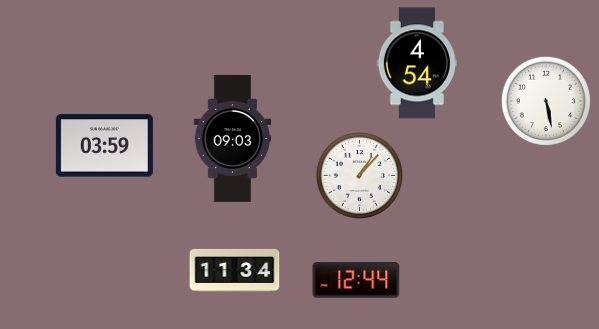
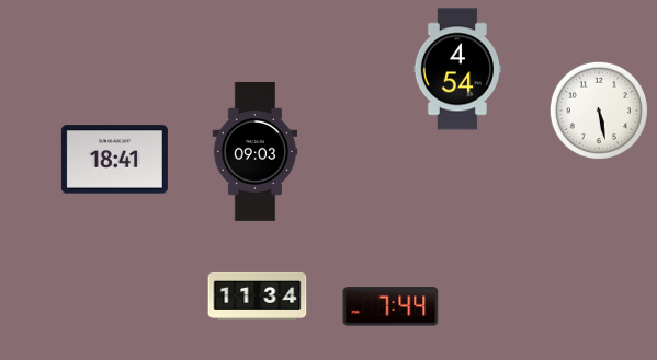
clock at (104, 146): 03:59 -> 18:41
clock at (359, 175): 1:07 -> none
clock at (356, 280): 12:44 -> 7:44
